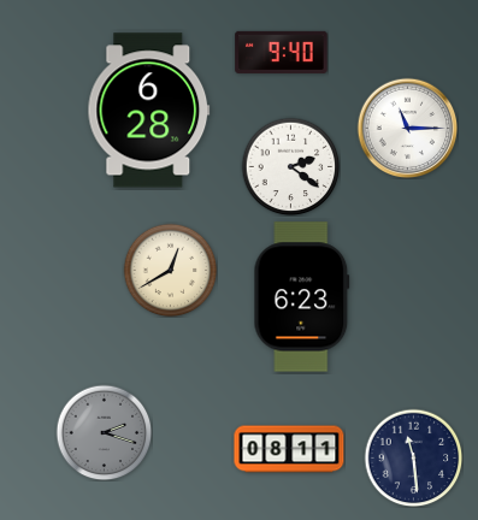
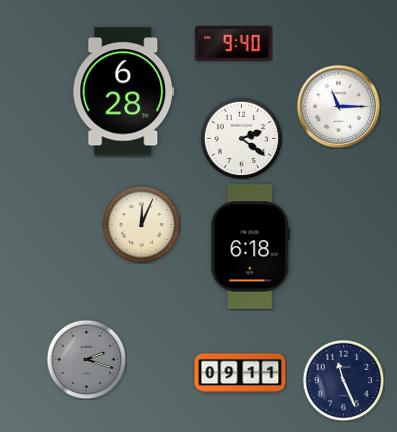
clock at (170, 270): 12:40 -> 12:04
clock at (302, 297): 6:23 -> 6:18
clock at (289, 449): 08:11 -> 09:11
clock at (413, 457): 11:29 -> 11:26
